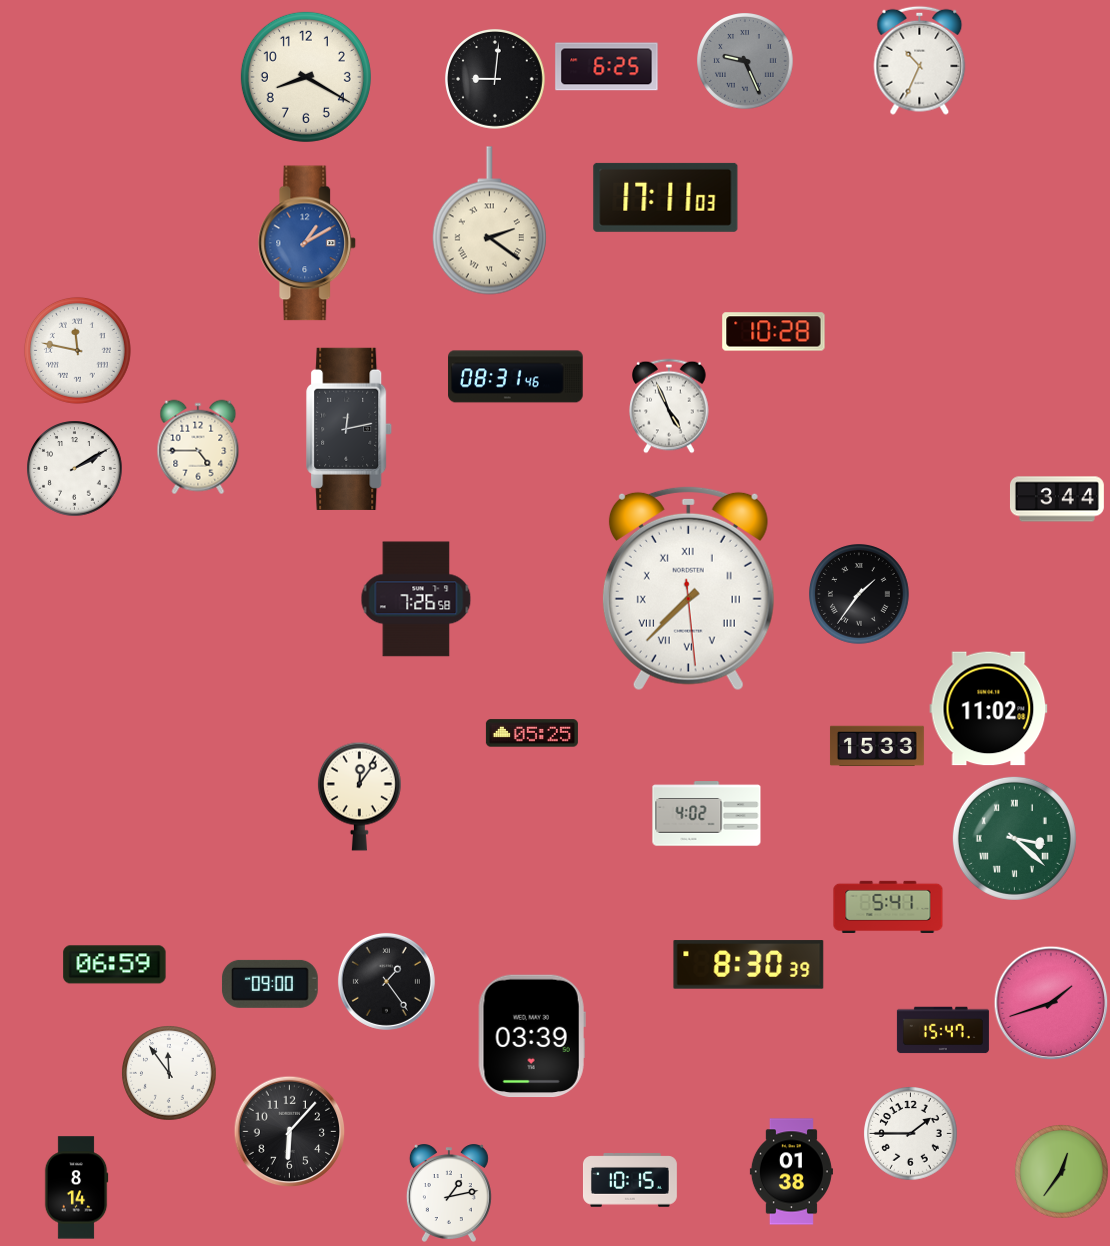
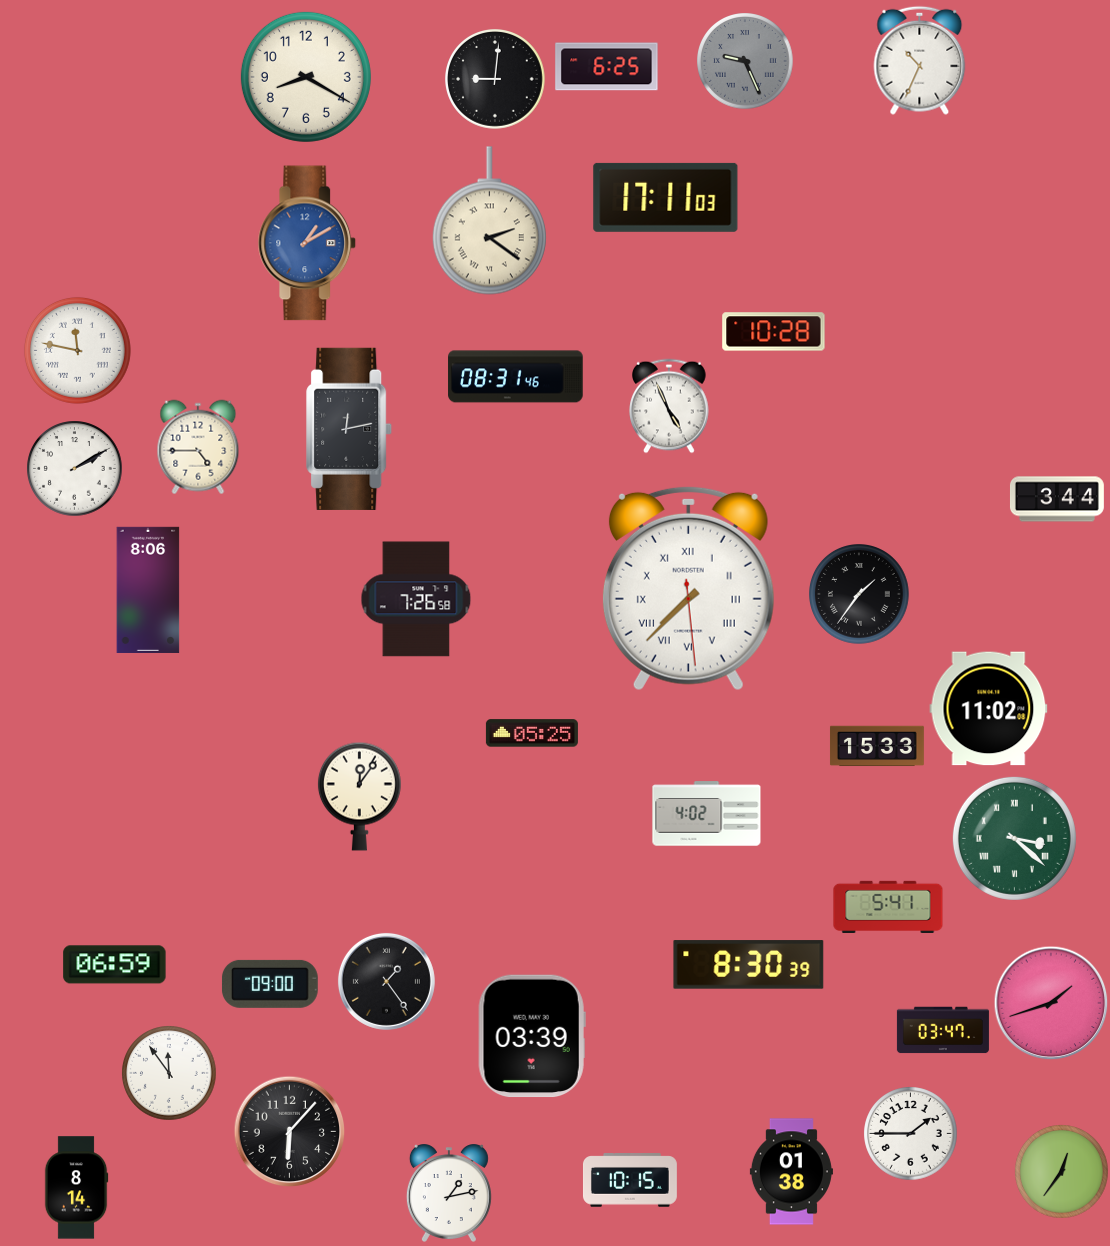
clock at (148, 590): none -> 8:06
clock at (943, 1030): 15:47 -> 03:47
